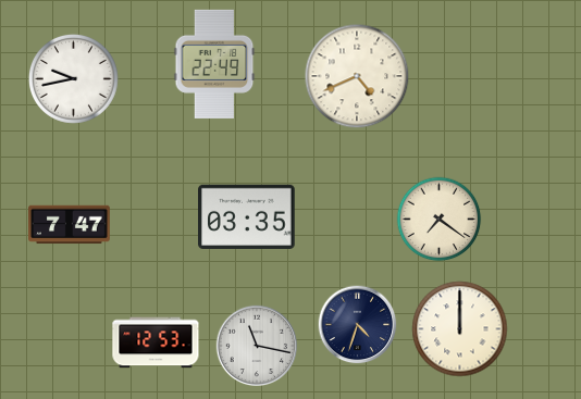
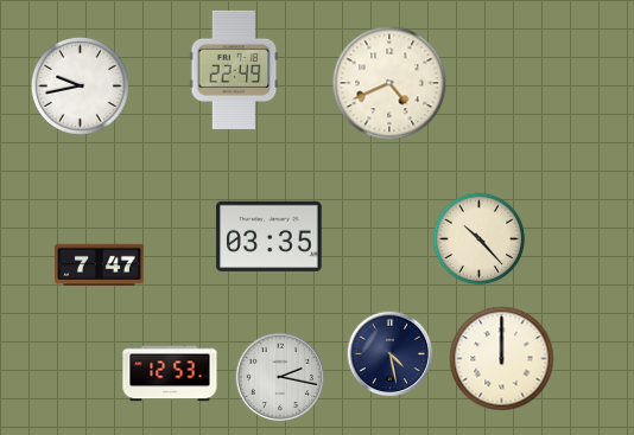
clock at (440, 220): 7:21 -> 10:23
clock at (70, 225) position: (70, 225) -> (100, 266)
clock at (358, 325): 4:33 -> 4:28
clock at (257, 346): 11:17 -> 2:17
